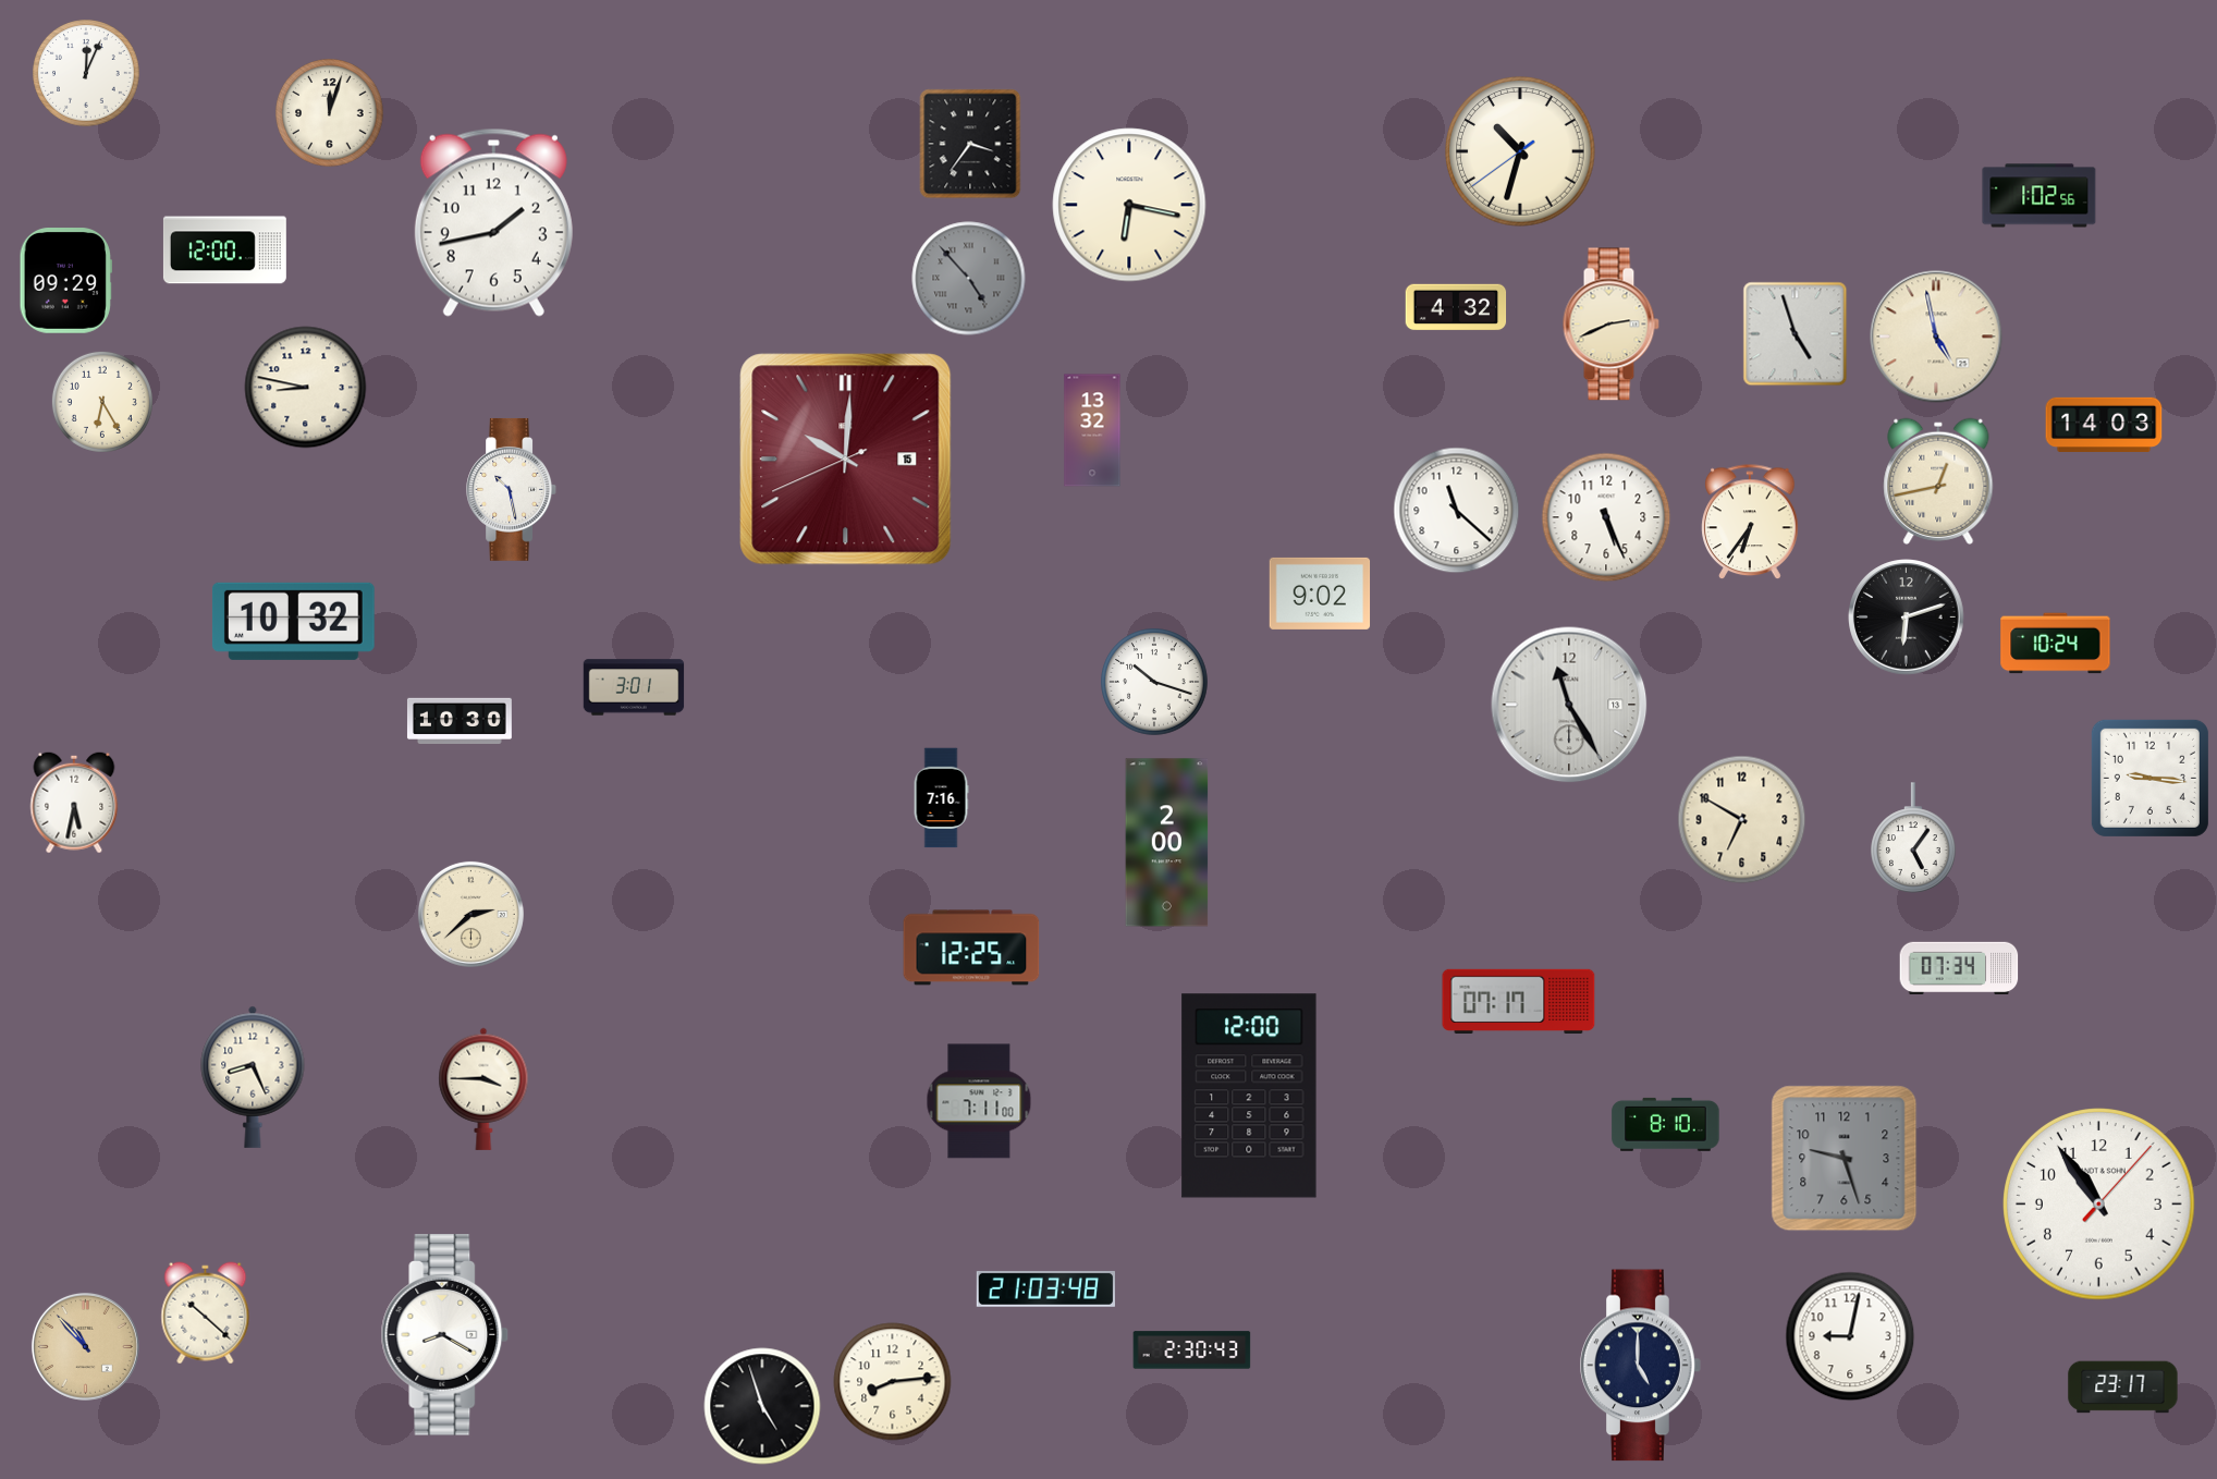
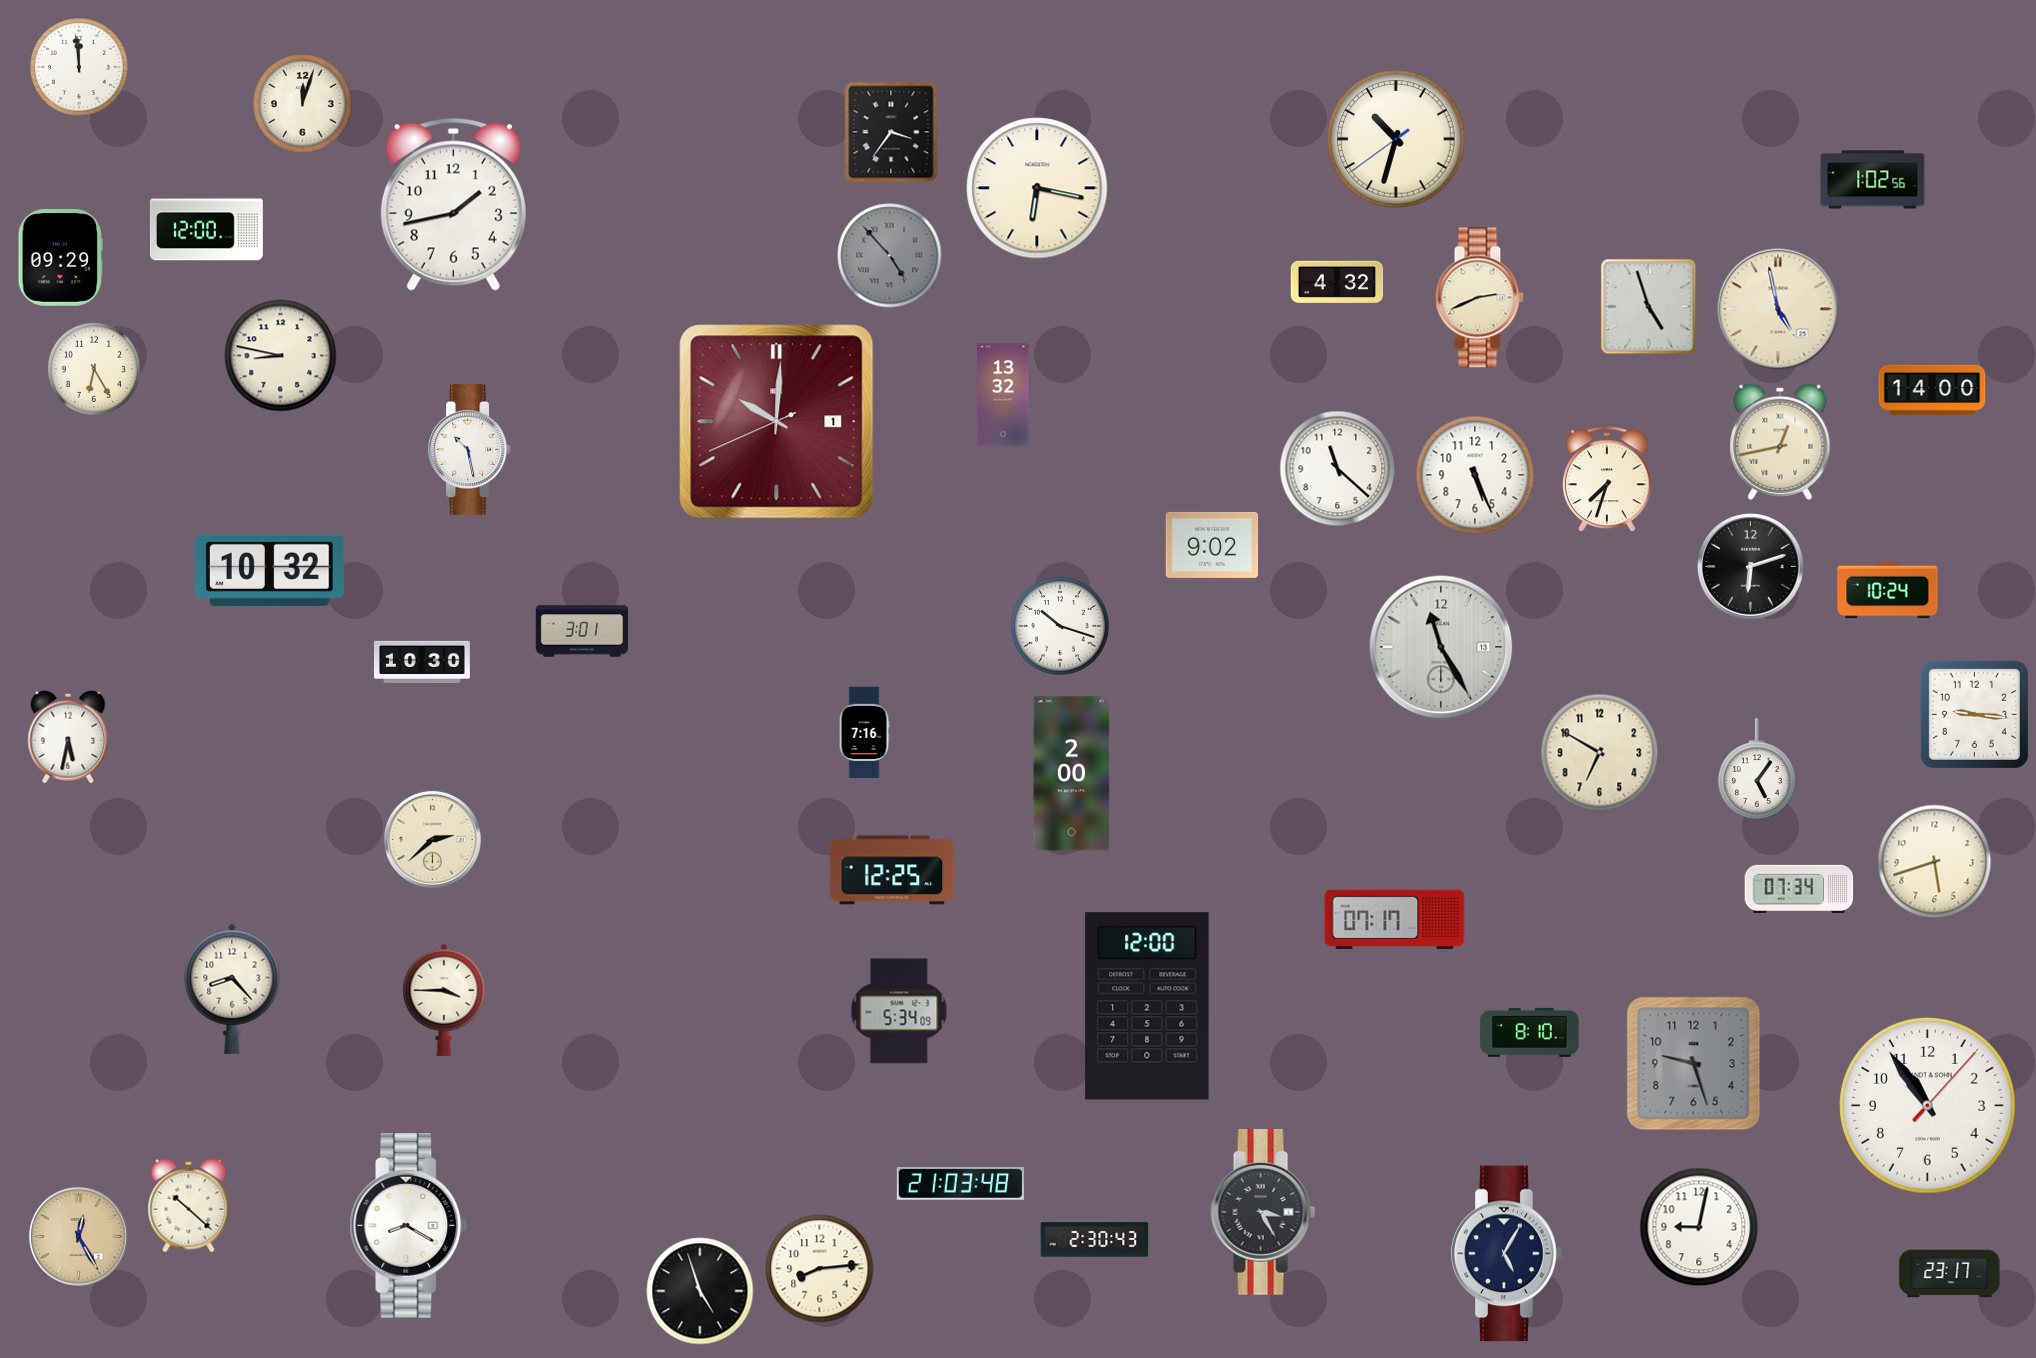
clock at (86, 73): 12:04 -> 11:59
clock at (2104, 424): 14:03 -> 14:00
clock at (846, 460) date: 15 -> 1
clock at (1750, 523): 6:36 -> 7:33
clock at (1935, 862): none -> 5:42
clock at (253, 1077): 8:26 -> 8:23
clock at (979, 1101): 7:11 -> 5:34
clock at (1263, 1212): none -> 3:25
clock at (85, 1346): 10:53 -> 12:25
clock at (1641, 1366): 5:00 -> 5:05
